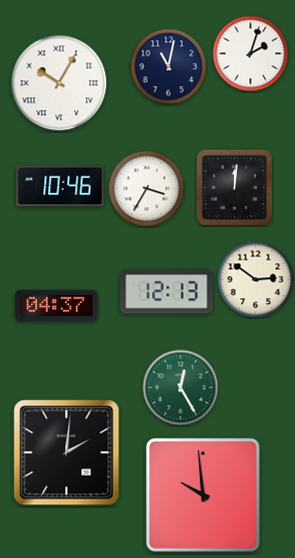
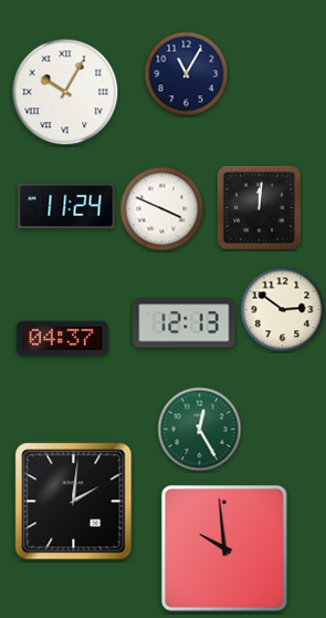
clock at (251, 54): 2:03 -> none
clock at (169, 67): 11:02 -> 11:05
clock at (60, 186): 10:46 -> 11:24
clock at (147, 189): 3:35 -> 3:49
